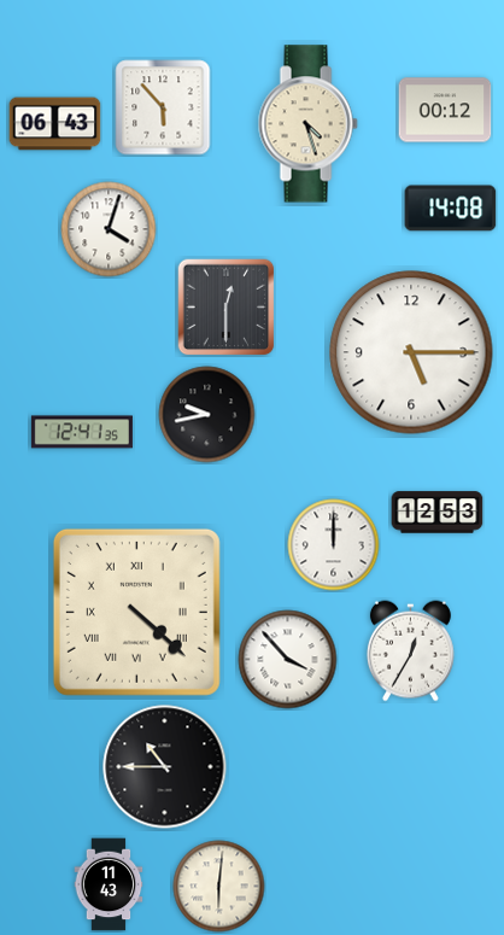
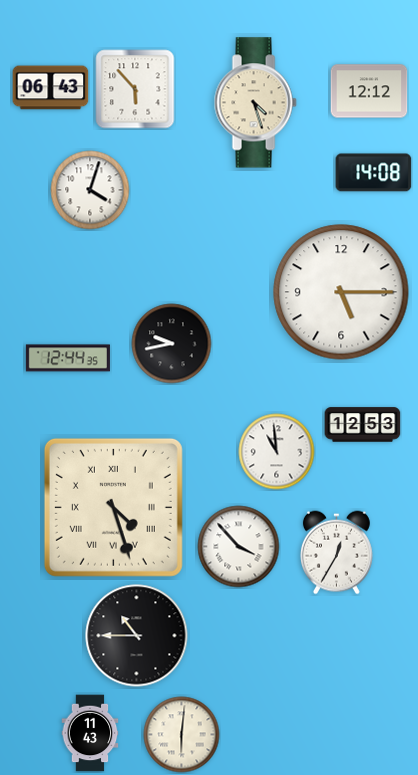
clock at (445, 110): 00:12 -> 12:12
clock at (55, 124) position: (55, 124) -> (51, 88)
clock at (227, 308): 12:30 -> none
clock at (82, 432): 12:41 -> 12:44
clock at (334, 545): 12:00 -> 10:59
clock at (136, 612): 4:22 -> 4:27
clock at (410, 651) position: (410, 651) -> (336, 553)
